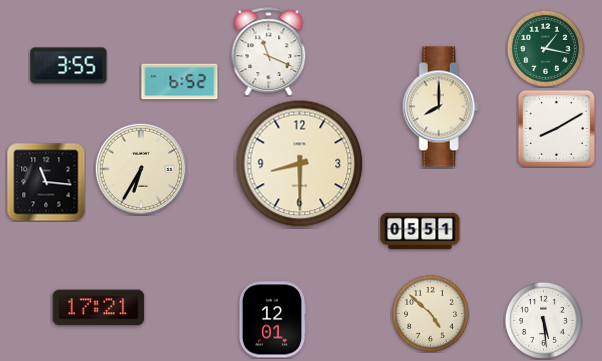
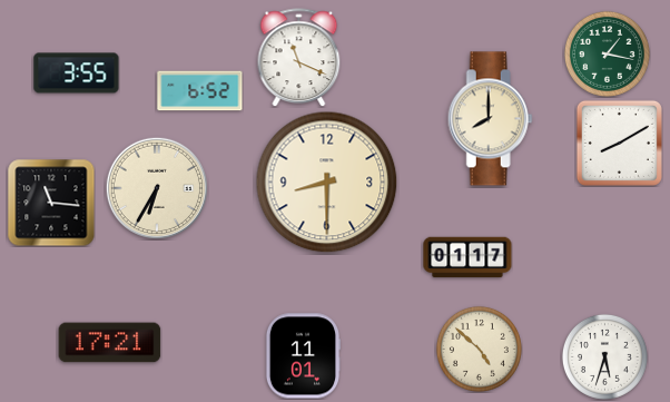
clock at (300, 164) position: (300, 164) -> (327, 183)
clock at (420, 231): 05:51 -> 01:17
clock at (271, 320): 12:01 -> 11:01
clock at (543, 320): 5:29 -> 5:33
